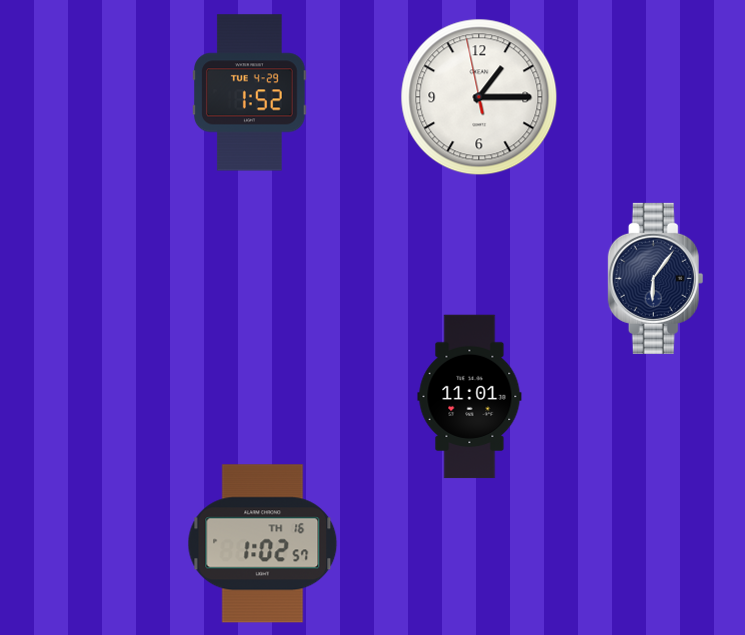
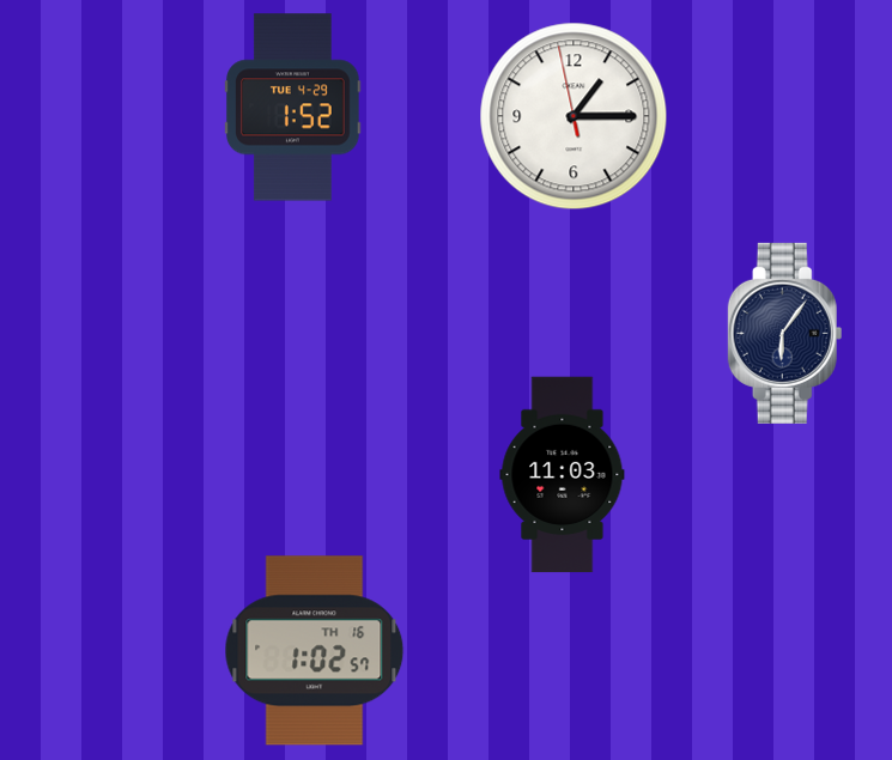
clock at (250, 93) position: (250, 93) -> (293, 108)
clock at (470, 397): 11:01 -> 11:03
